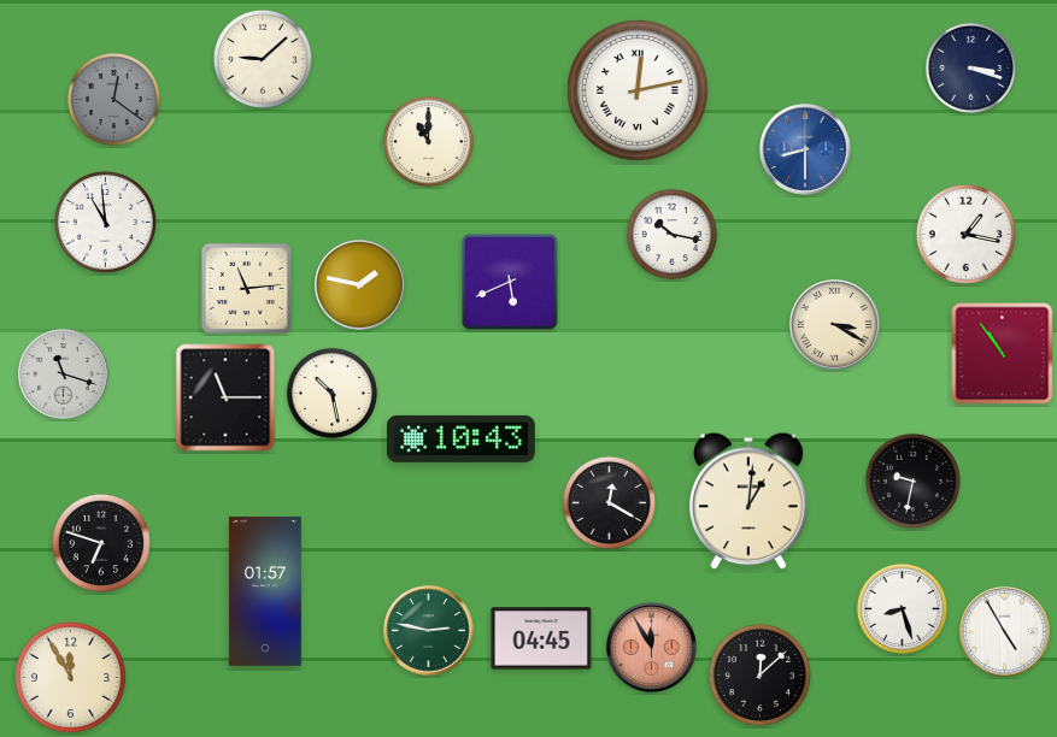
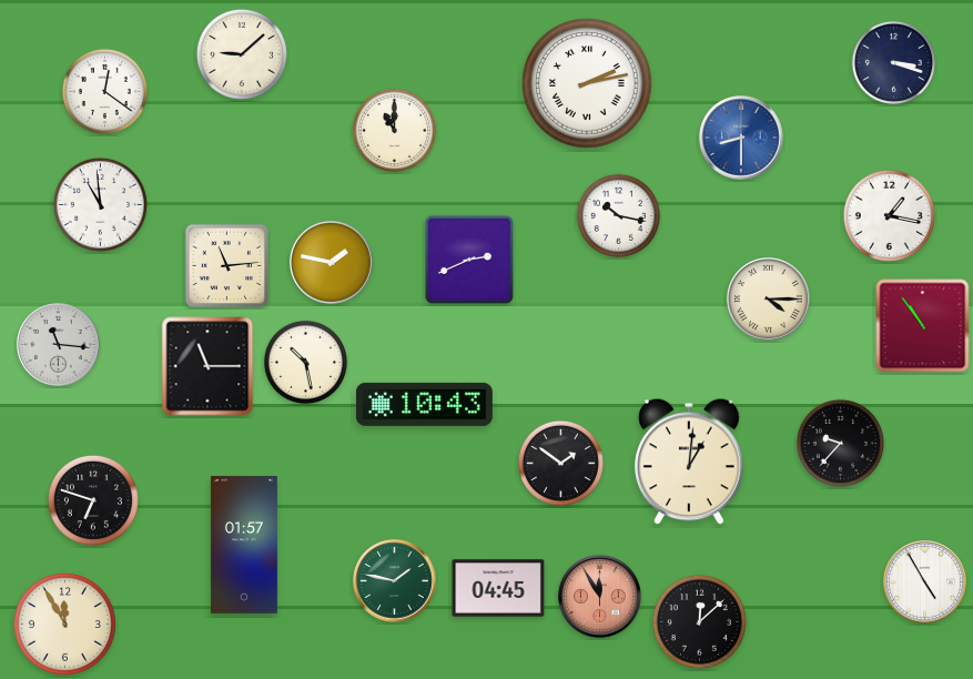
clock at (638, 90): 12:13 -> 2:13
clock at (113, 99) dial: grey -> white
clock at (105, 222) position: (105, 222) -> (100, 204)
clock at (510, 282): 5:41 -> 2:41
clock at (835, 325): 3:20 -> 4:15
clock at (64, 375): 11:18 -> 11:16
clock at (912, 480): 9:32 -> 9:37
clock at (609, 502): 12:20 -> 1:51
clock at (902, 608): 8:27 -> none
clock at (429, 631): 2:47 -> 1:47
